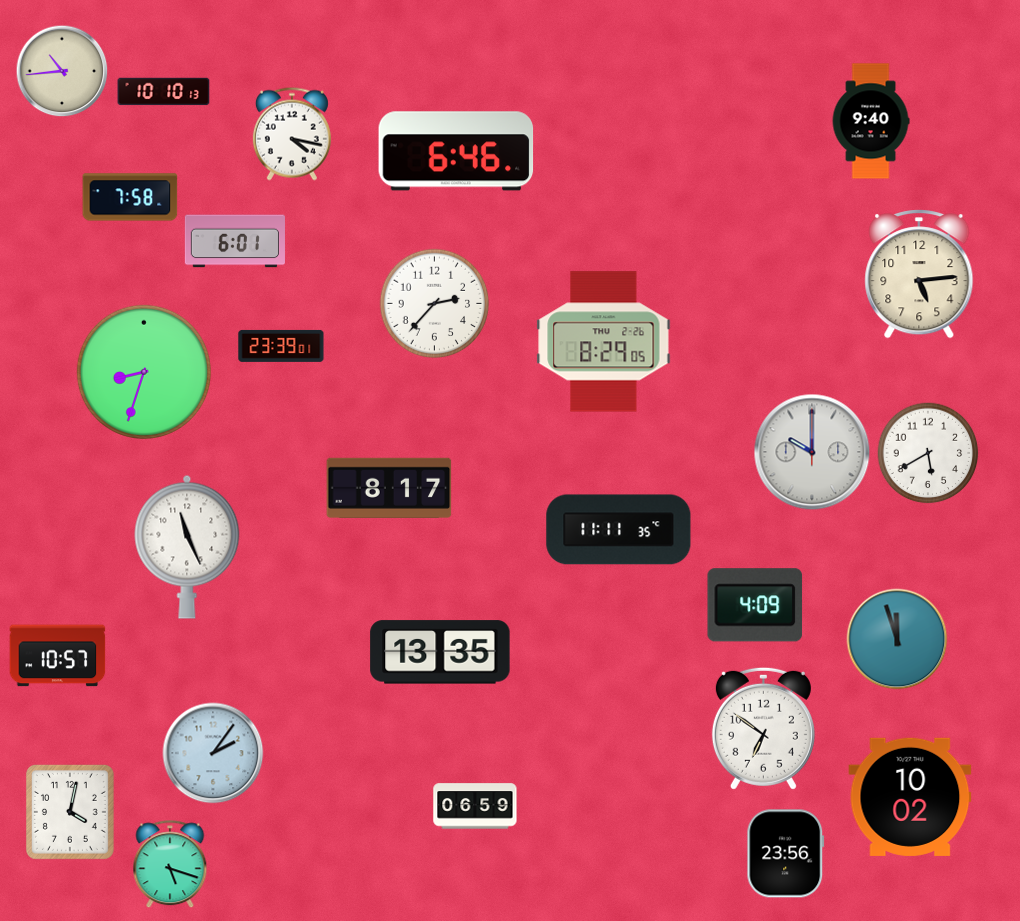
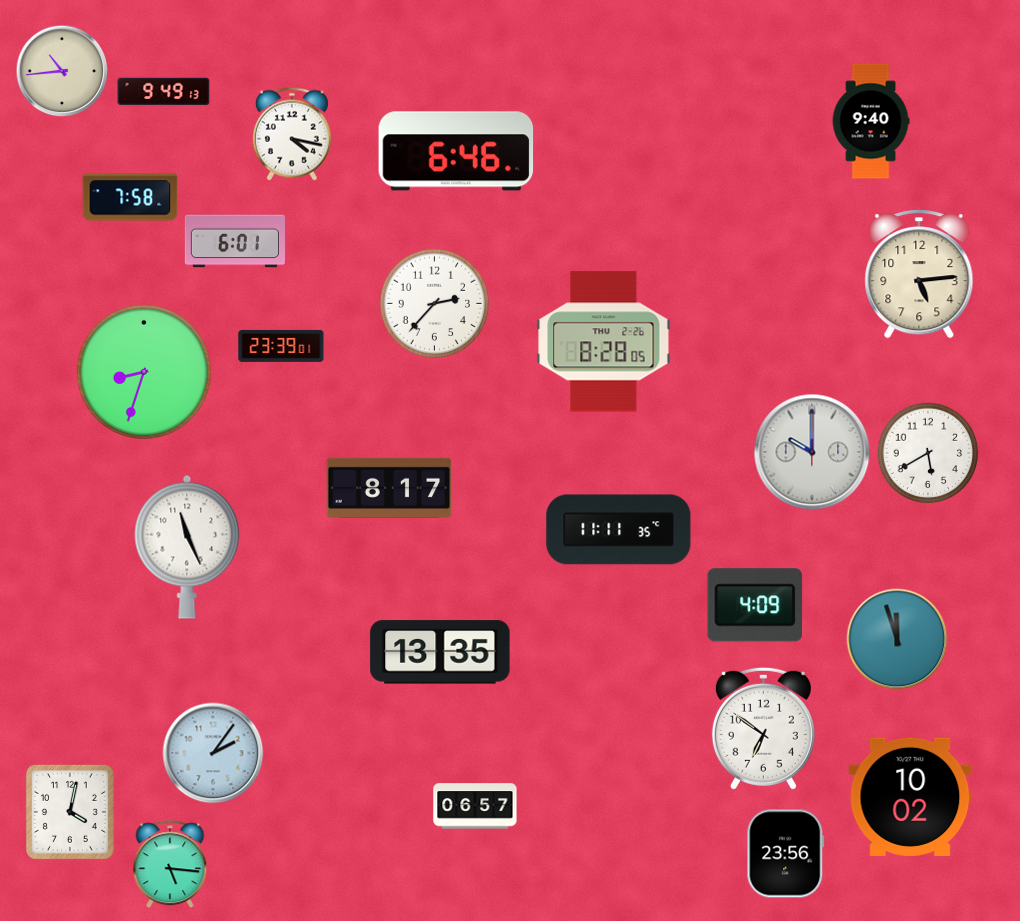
clock at (164, 92): 10:10 -> 9:49
clock at (604, 342): 8:29 -> 8:28
clock at (58, 656): 10:57 -> none
clock at (475, 806): 06:59 -> 06:57
clock at (170, 865): 5:18 -> 5:16
